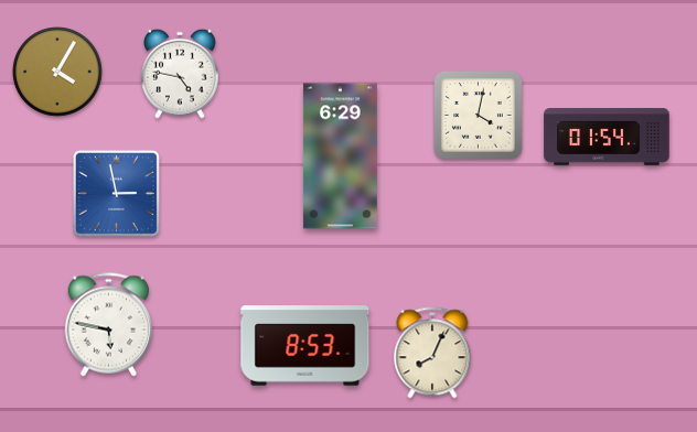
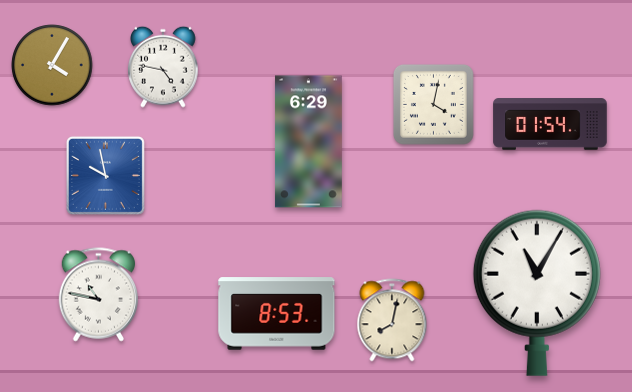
clock at (116, 193): 2:58 -> 9:58
clock at (537, 293): none -> 11:05
clock at (108, 325): 5:47 -> 10:47
clock at (432, 353): 8:04 -> 8:02
